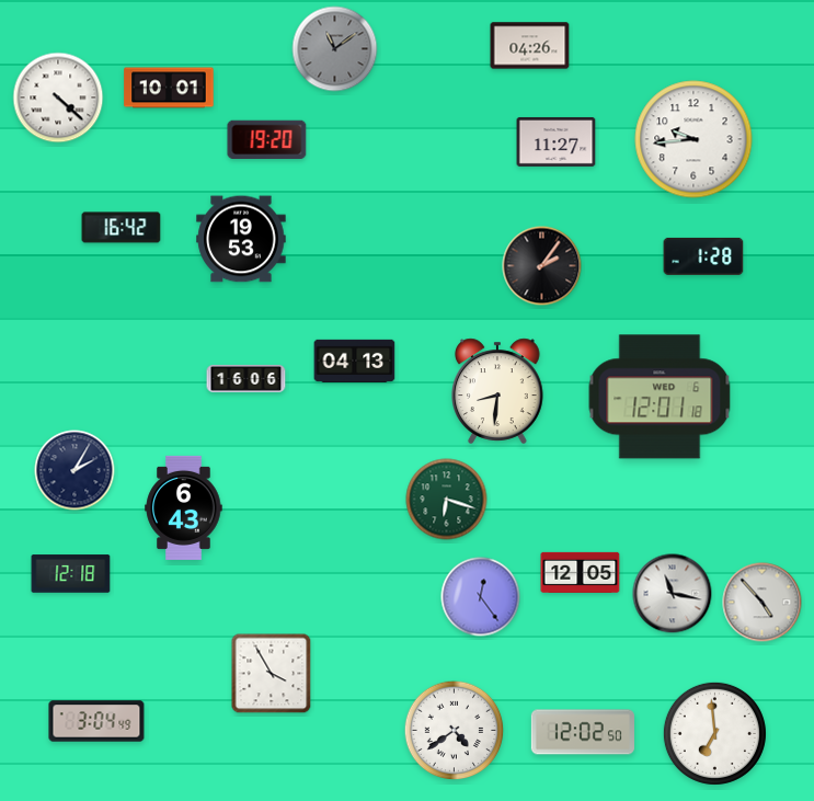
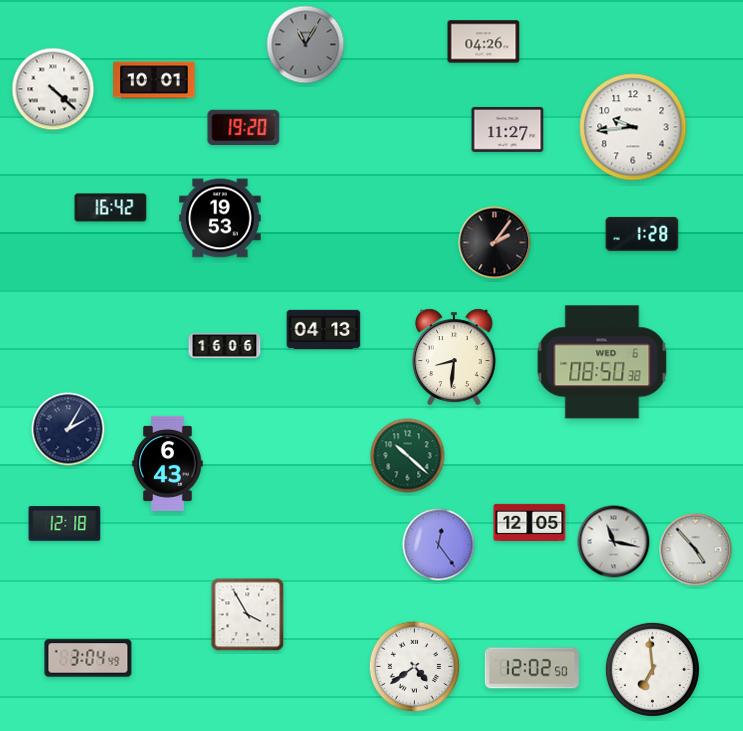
clock at (335, 49): 11:09 -> 11:05
clock at (660, 397): 12:01 -> 08:50
clock at (447, 500): 6:18 -> 10:22
